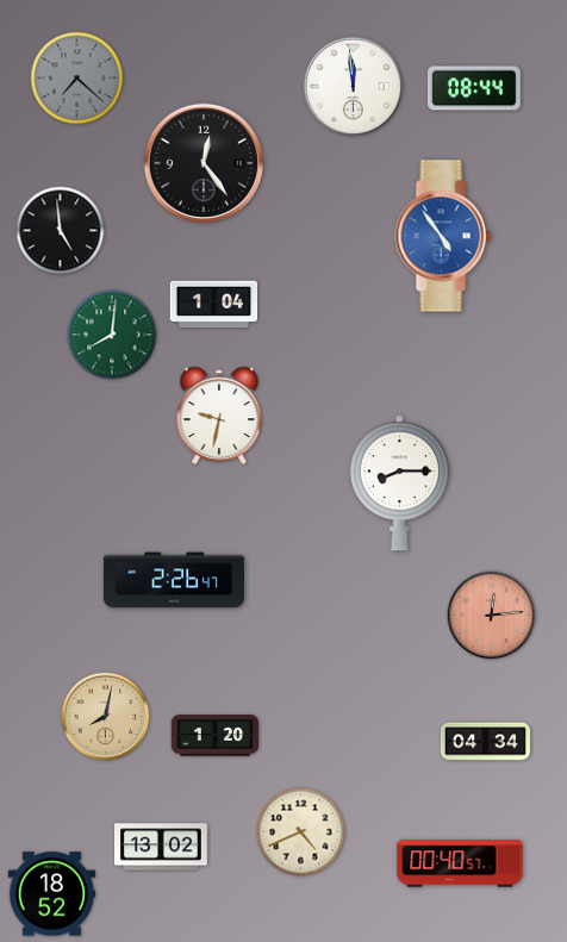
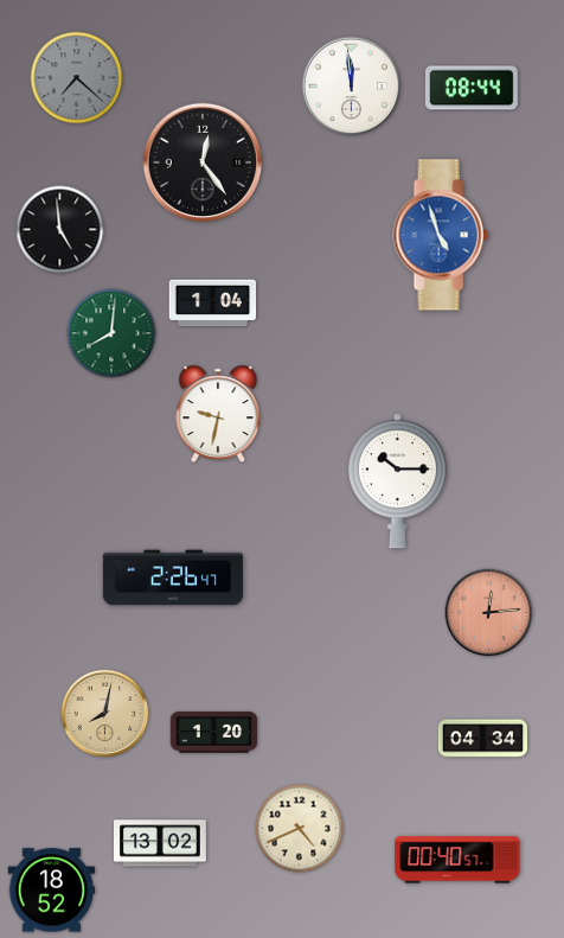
clock at (443, 236): 4:54 -> 4:57
clock at (399, 484): 8:15 -> 10:15
